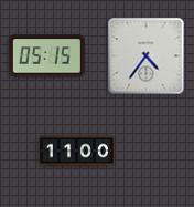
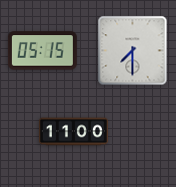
clock at (147, 56): 4:36 -> 7:30
clock at (76, 152) position: (76, 152) -> (73, 132)
